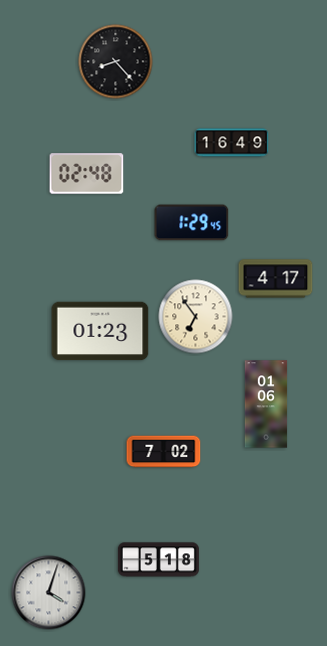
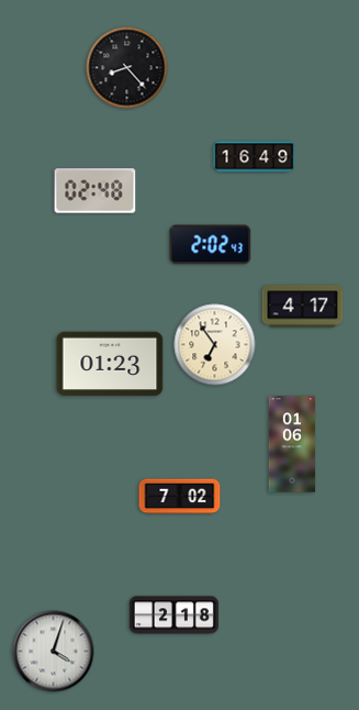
clock at (192, 223): 1:29 -> 2:02
clock at (196, 317) position: (196, 317) -> (215, 345)
clock at (158, 560): 5:18 -> 2:18
